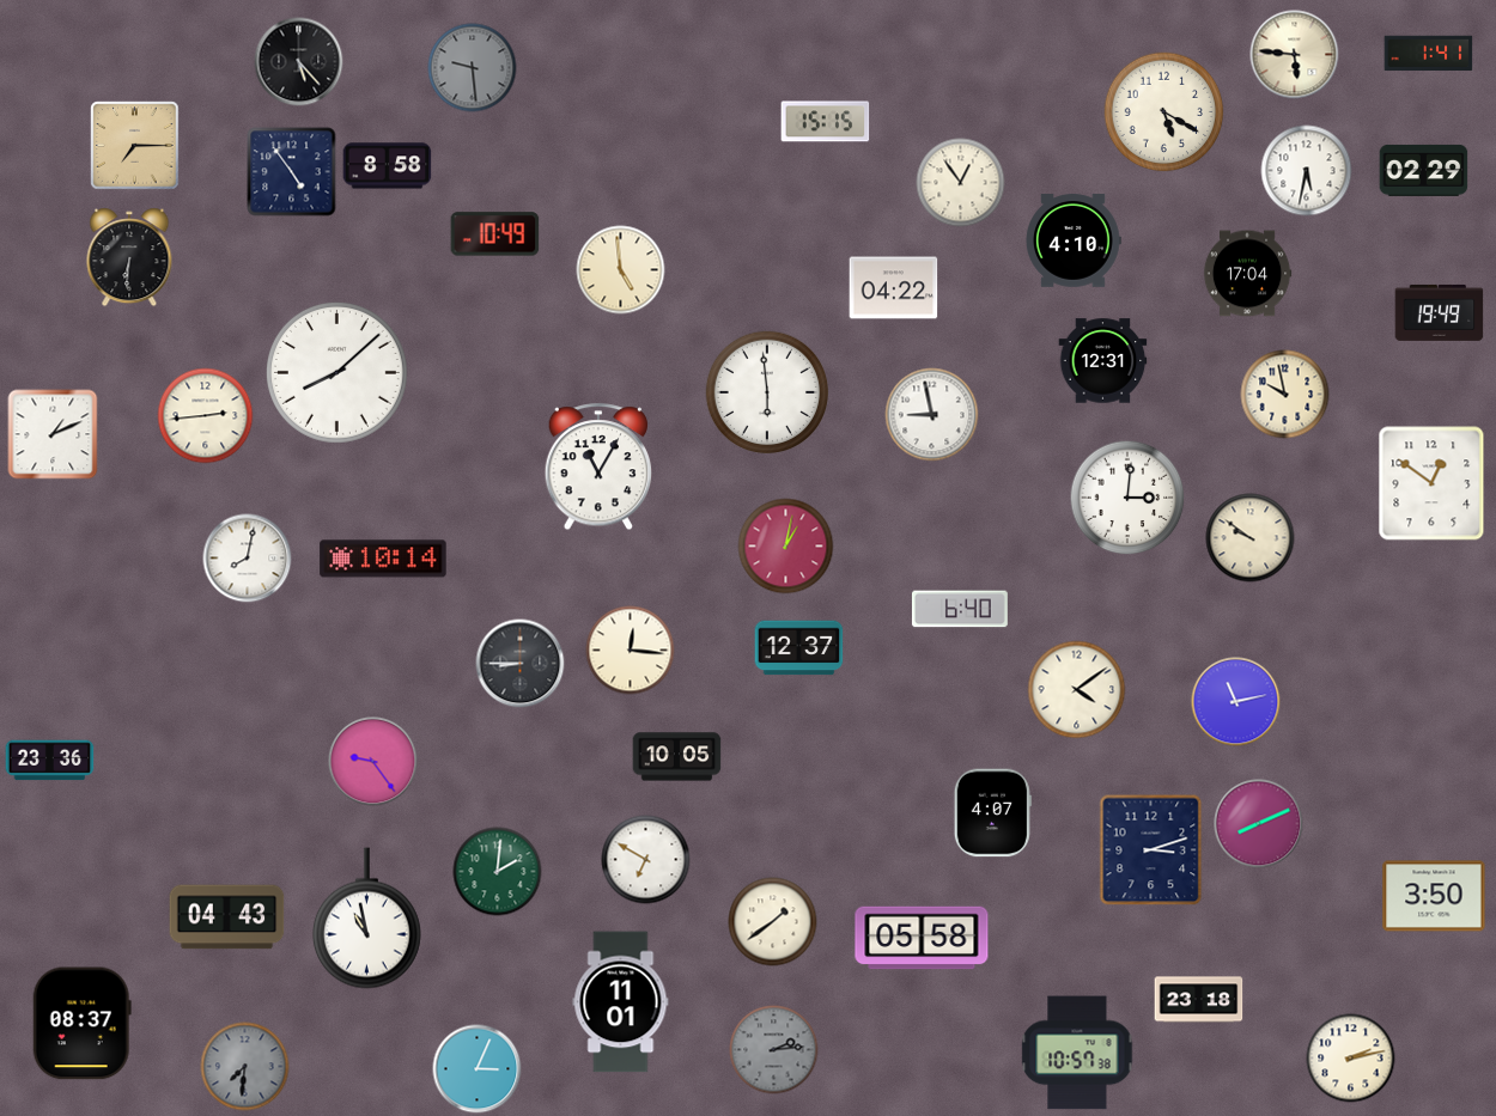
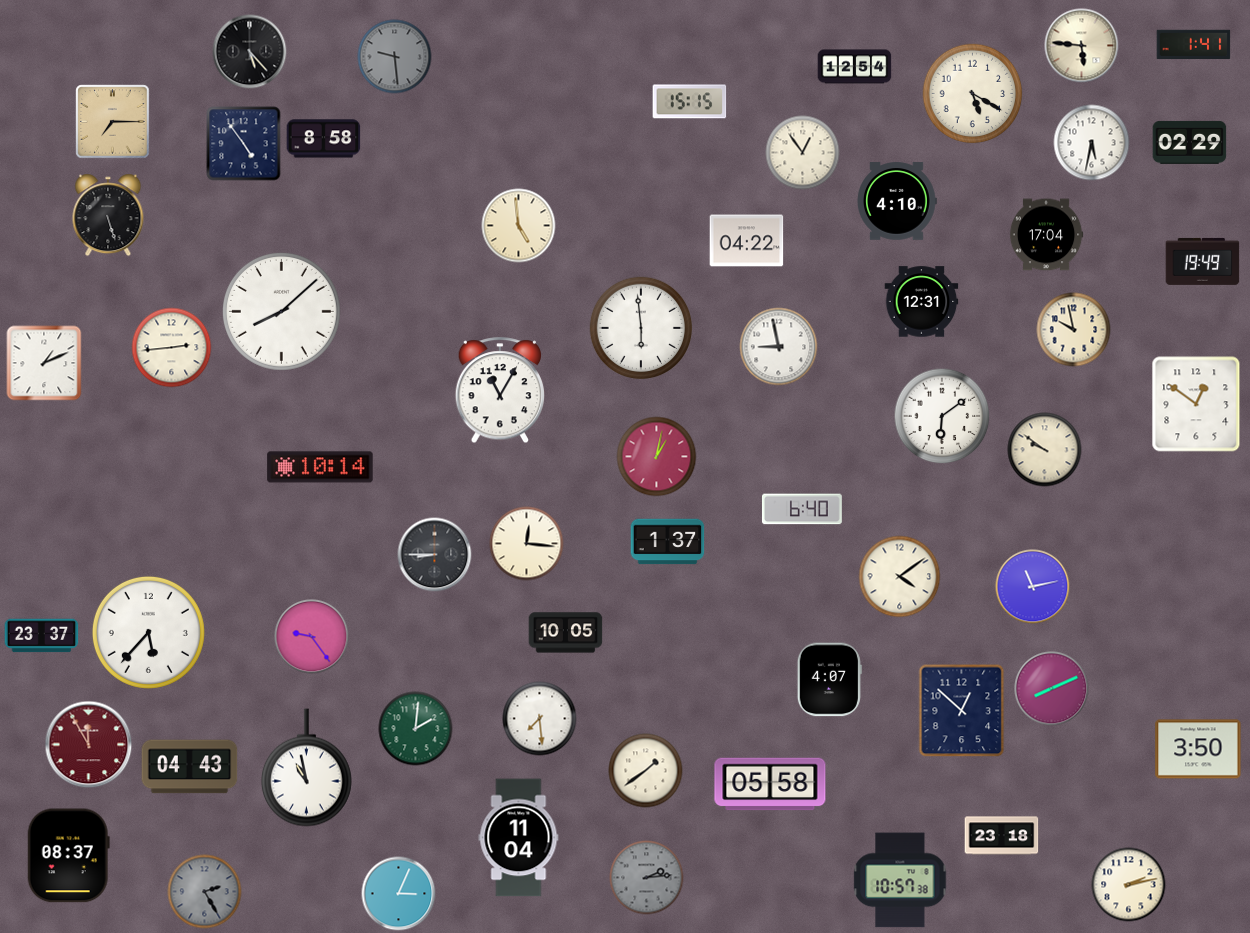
clock at (855, 67): none -> 12:54
clock at (495, 234): 10:49 -> none
clock at (129, 257): 6:31 -> 5:27
clock at (1247, 274) position: (1247, 274) -> (1046, 235)
clock at (1127, 498): 3:01 -> 6:09
clock at (248, 559): 8:02 -> none
clock at (799, 648): 12:37 -> 1:37
clock at (148, 632): none -> 5:37
clock at (50, 761): 23:36 -> 23:37
clock at (1151, 850): 3:12 -> 12:52
clock at (646, 860): 6:50 -> 7:29
clock at (89, 745): none -> 11:55
clock at (621, 1002): 11:01 -> 11:04
clock at (245, 1067): 7:31 -> 2:25
